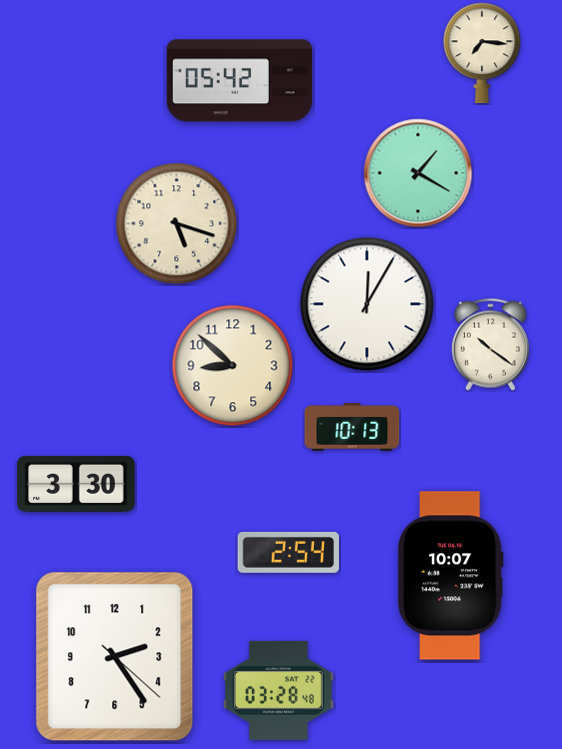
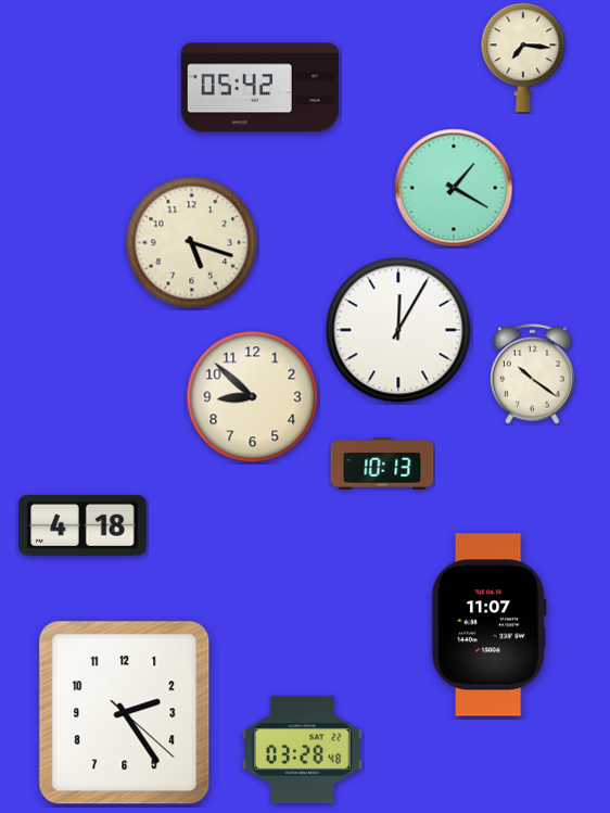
clock at (76, 484): 3:30 -> 4:18
clock at (288, 552): 2:54 -> none
clock at (450, 576): 10:07 -> 11:07
